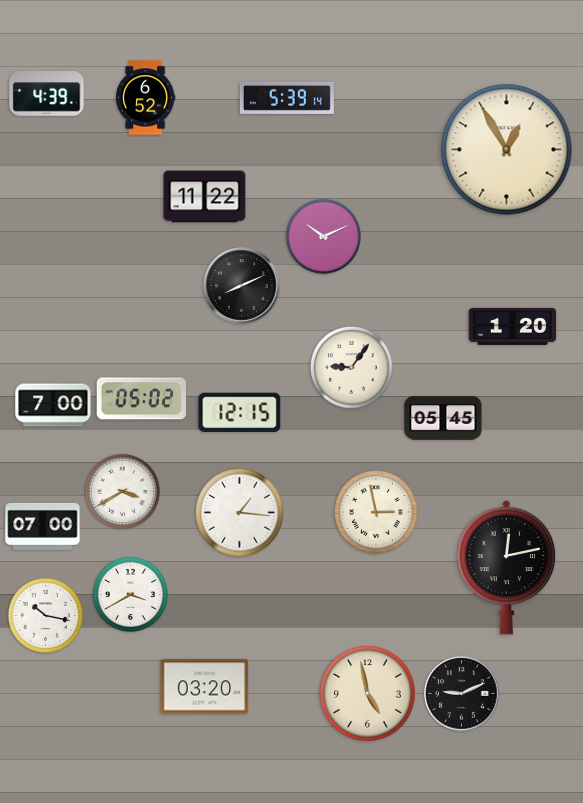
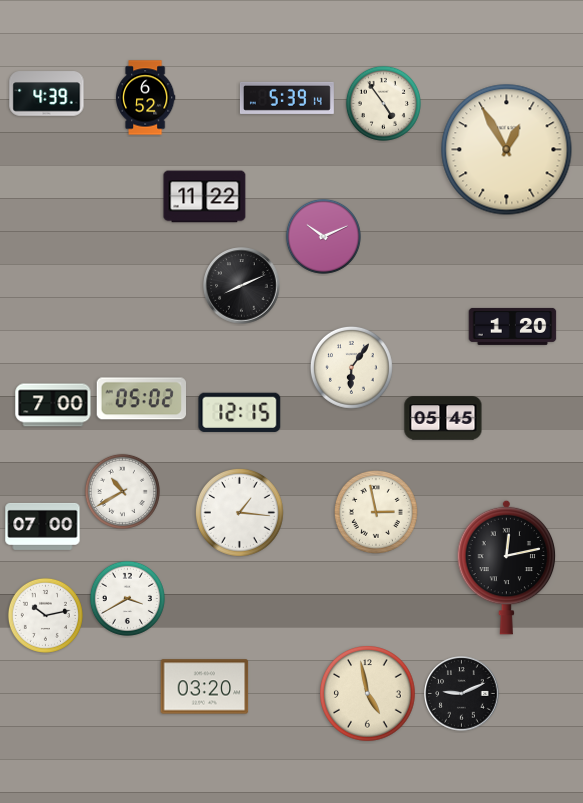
clock at (383, 103): none -> 4:54
clock at (351, 367): 9:06 -> 6:06
clock at (122, 491): 3:40 -> 10:40
clock at (130, 594) position: (130, 594) -> (127, 598)
clock at (45, 615): 10:17 -> 10:13
